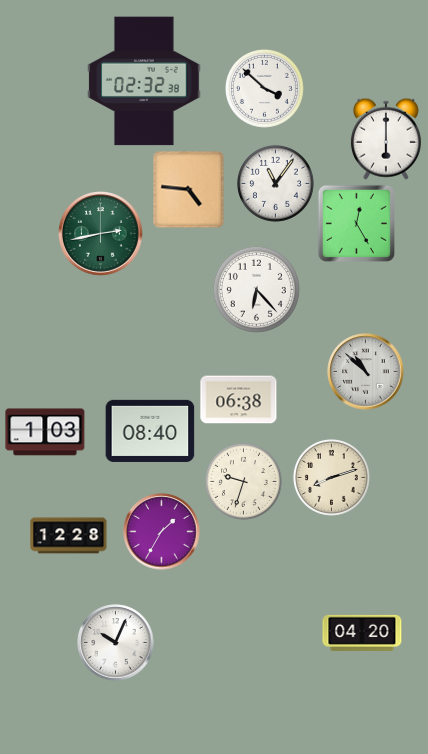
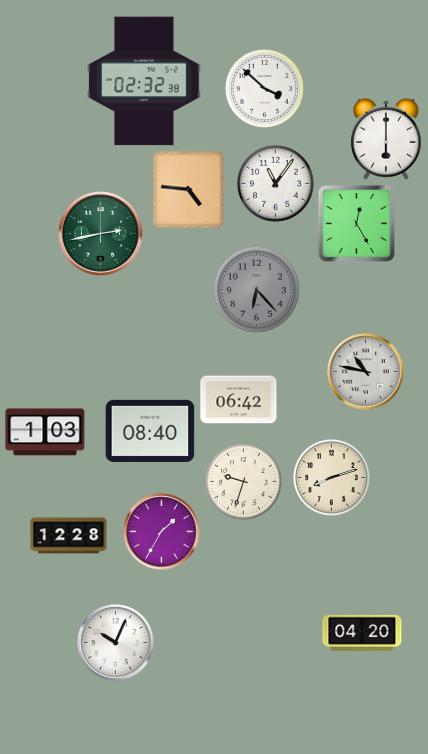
clock at (256, 289) dial: white -> grey
clock at (366, 372): 10:52 -> 10:47
clock at (239, 400): 06:38 -> 06:42
